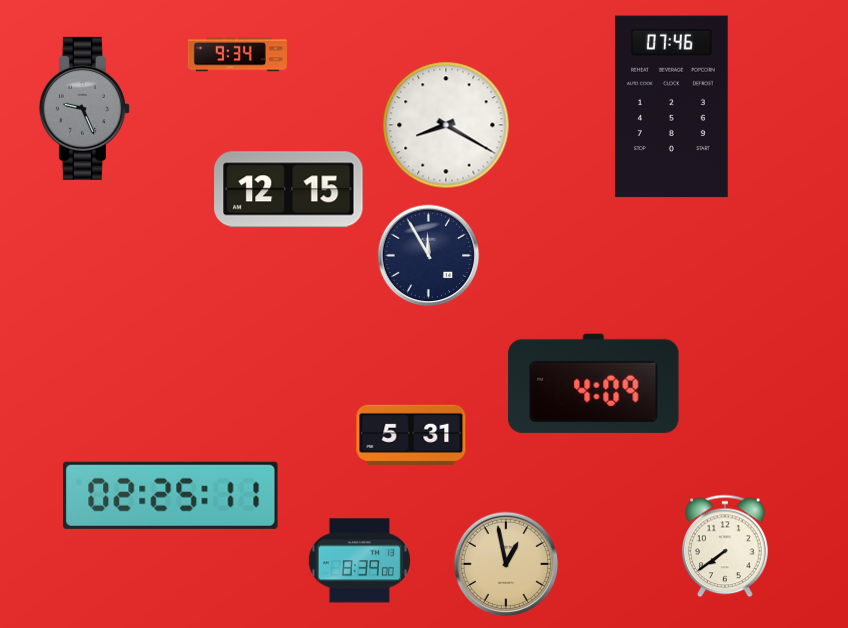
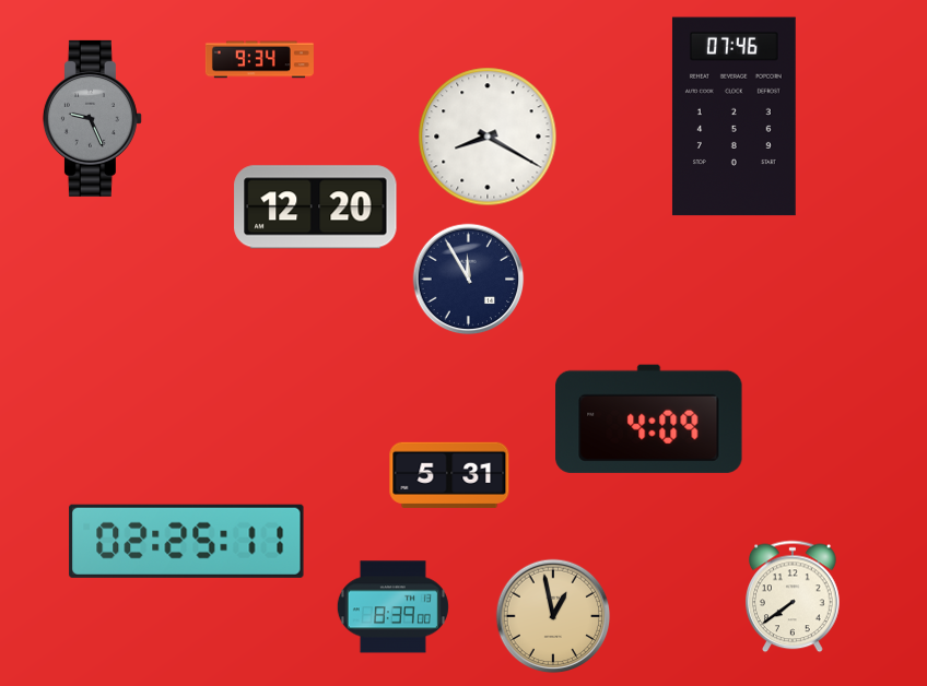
clock at (289, 190): 12:15 -> 12:20
clock at (359, 561) position: (359, 561) -> (392, 607)
